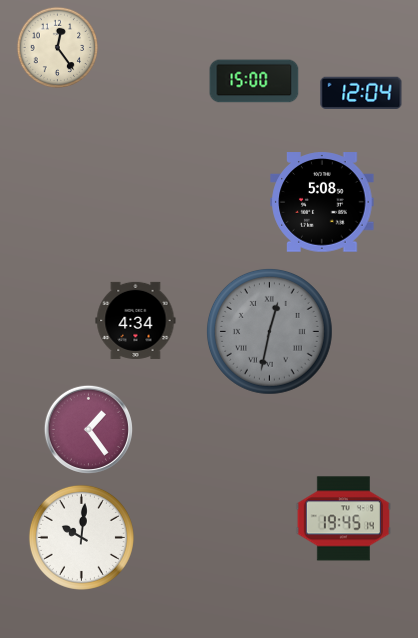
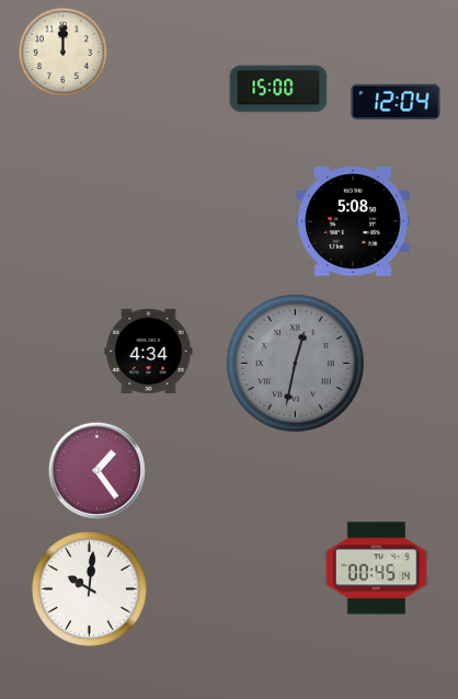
clock at (58, 48): 12:24 -> 12:00
clock at (343, 519): 19:45 -> 00:45
